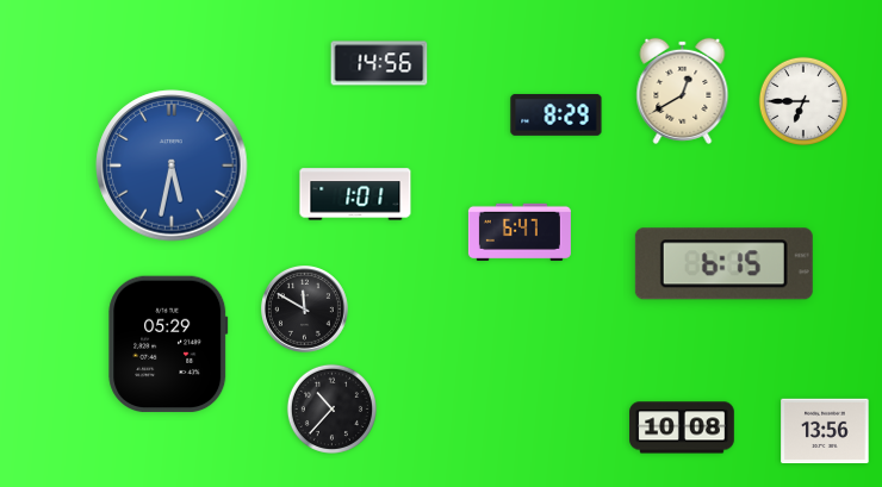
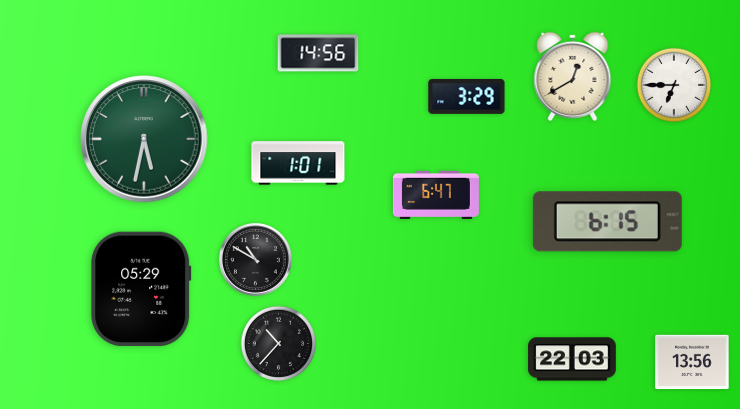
clock at (557, 114): 8:29 -> 3:29
clock at (172, 166) dial: blue -> green
clock at (305, 310): 11:50 -> 10:50
clock at (682, 427): 10:08 -> 22:03
